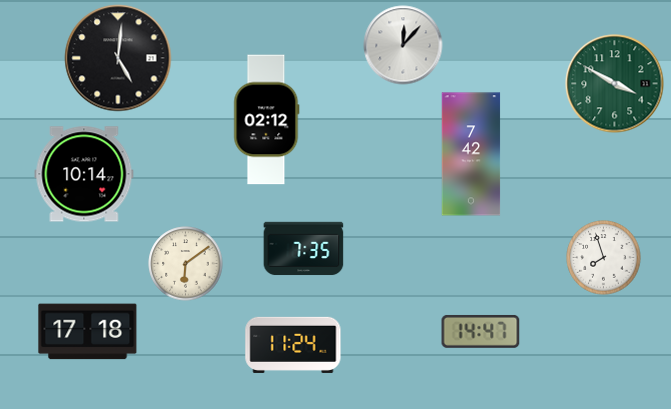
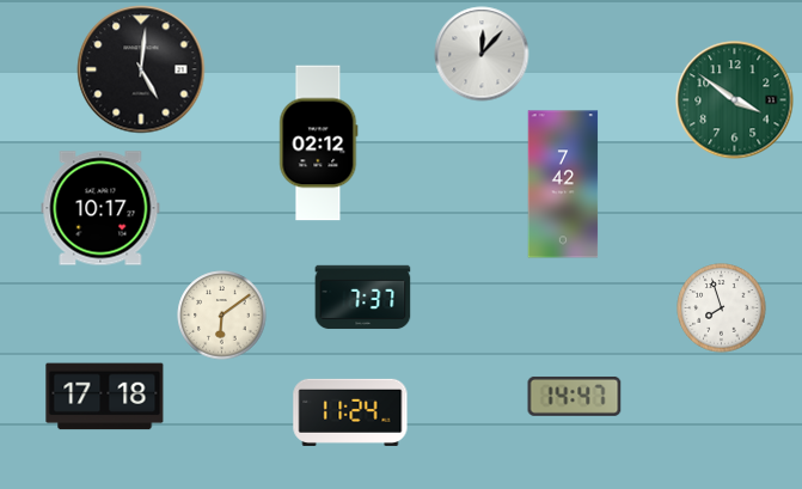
clock at (615, 84): 3:50 -> 3:51
clock at (84, 174): 10:14 -> 10:17
clock at (304, 249): 7:35 -> 7:37
